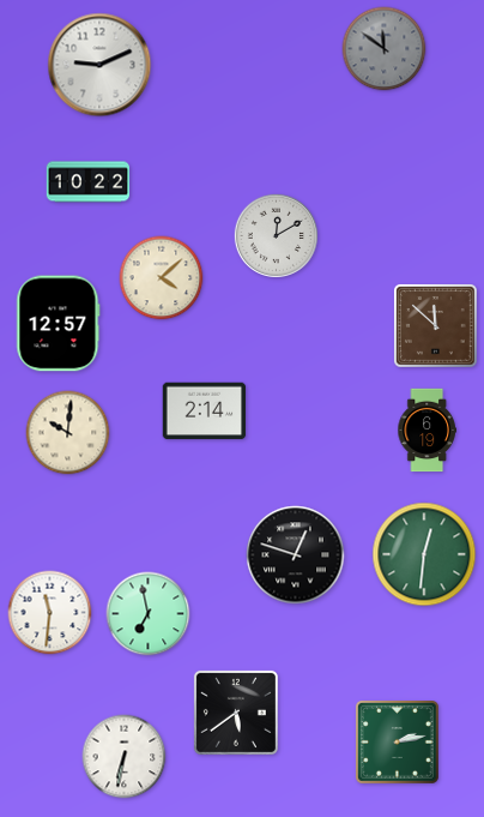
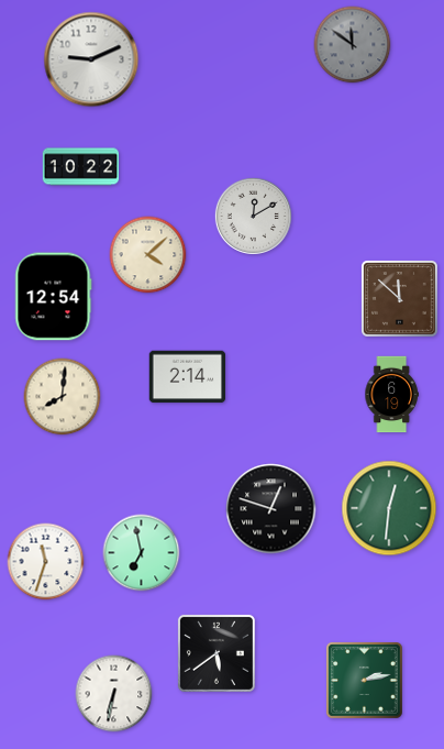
clock at (59, 324): 12:57 -> 12:54
clock at (68, 433): 10:01 -> 8:01
clock at (50, 613): 11:31 -> 11:33
clock at (149, 614) position: (149, 614) -> (142, 553)
